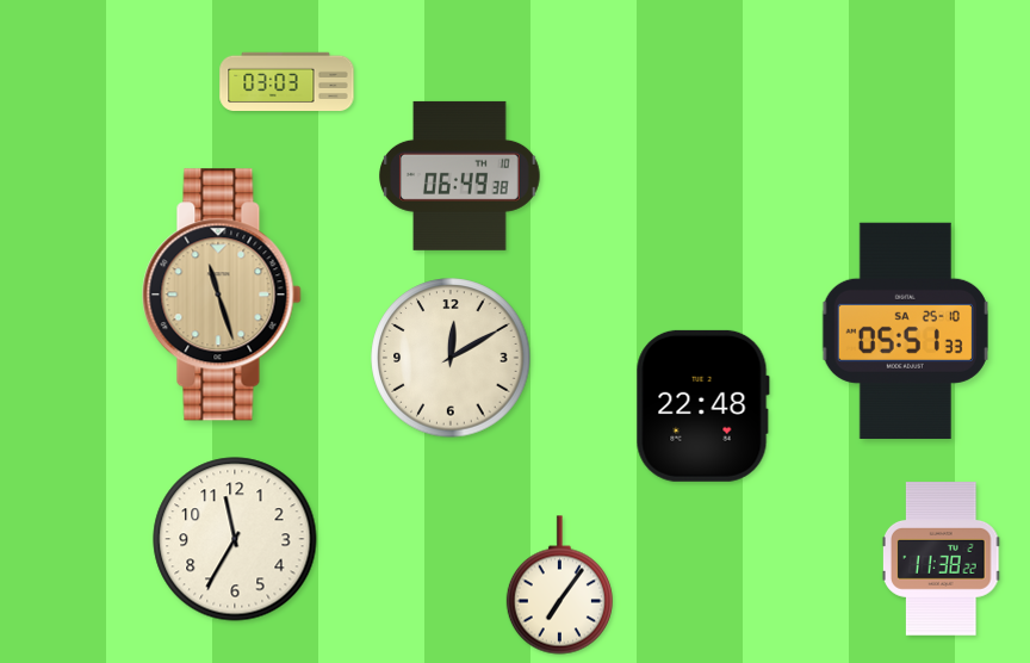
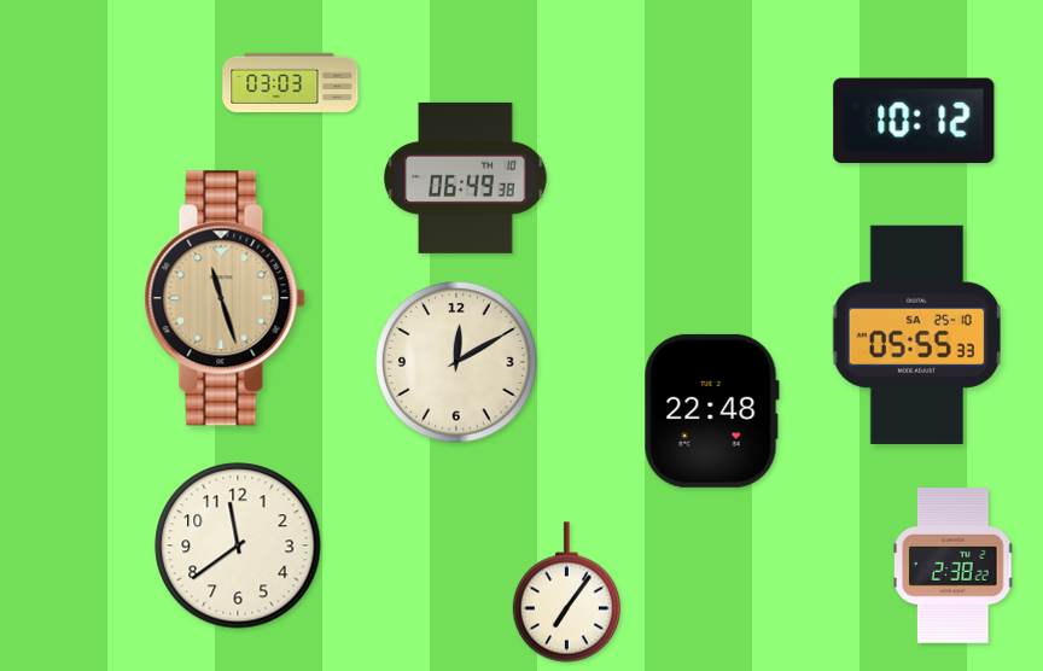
clock at (914, 121): none -> 10:12
clock at (905, 330): 05:51 -> 05:55
clock at (235, 539): 11:35 -> 11:39
clock at (941, 559): 11:38 -> 2:38
